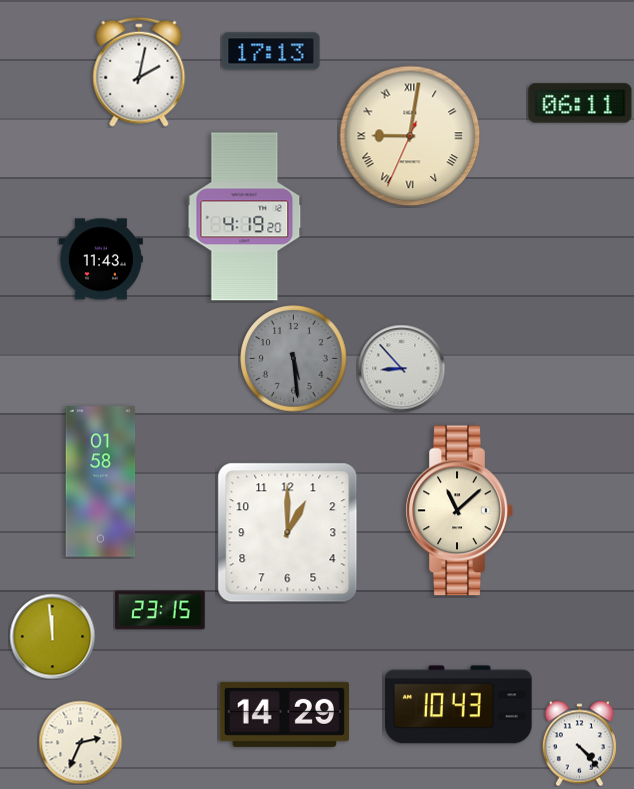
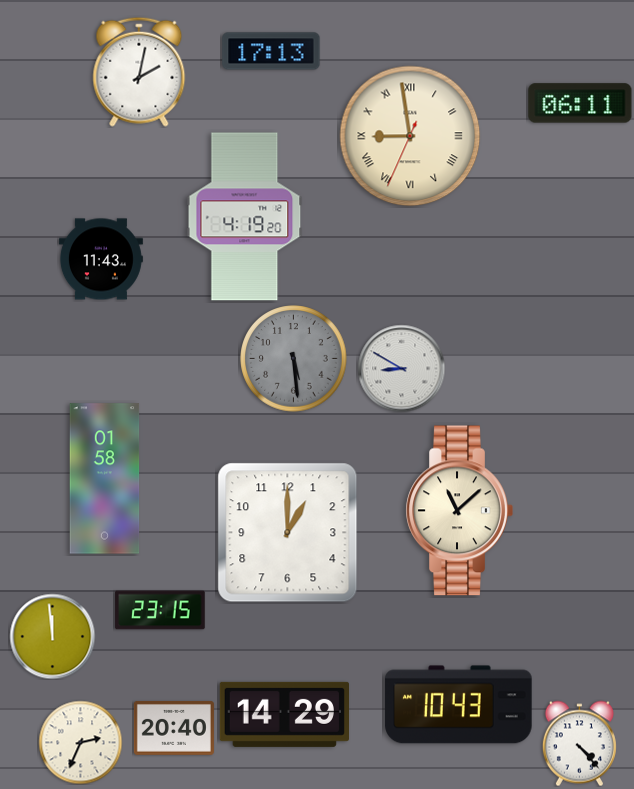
clock at (410, 136): 9:01 -> 8:58
clock at (401, 368): 8:53 -> 8:50
clock at (101, 482) position: (101, 482) -> (105, 479)
clock at (174, 729): none -> 20:40
